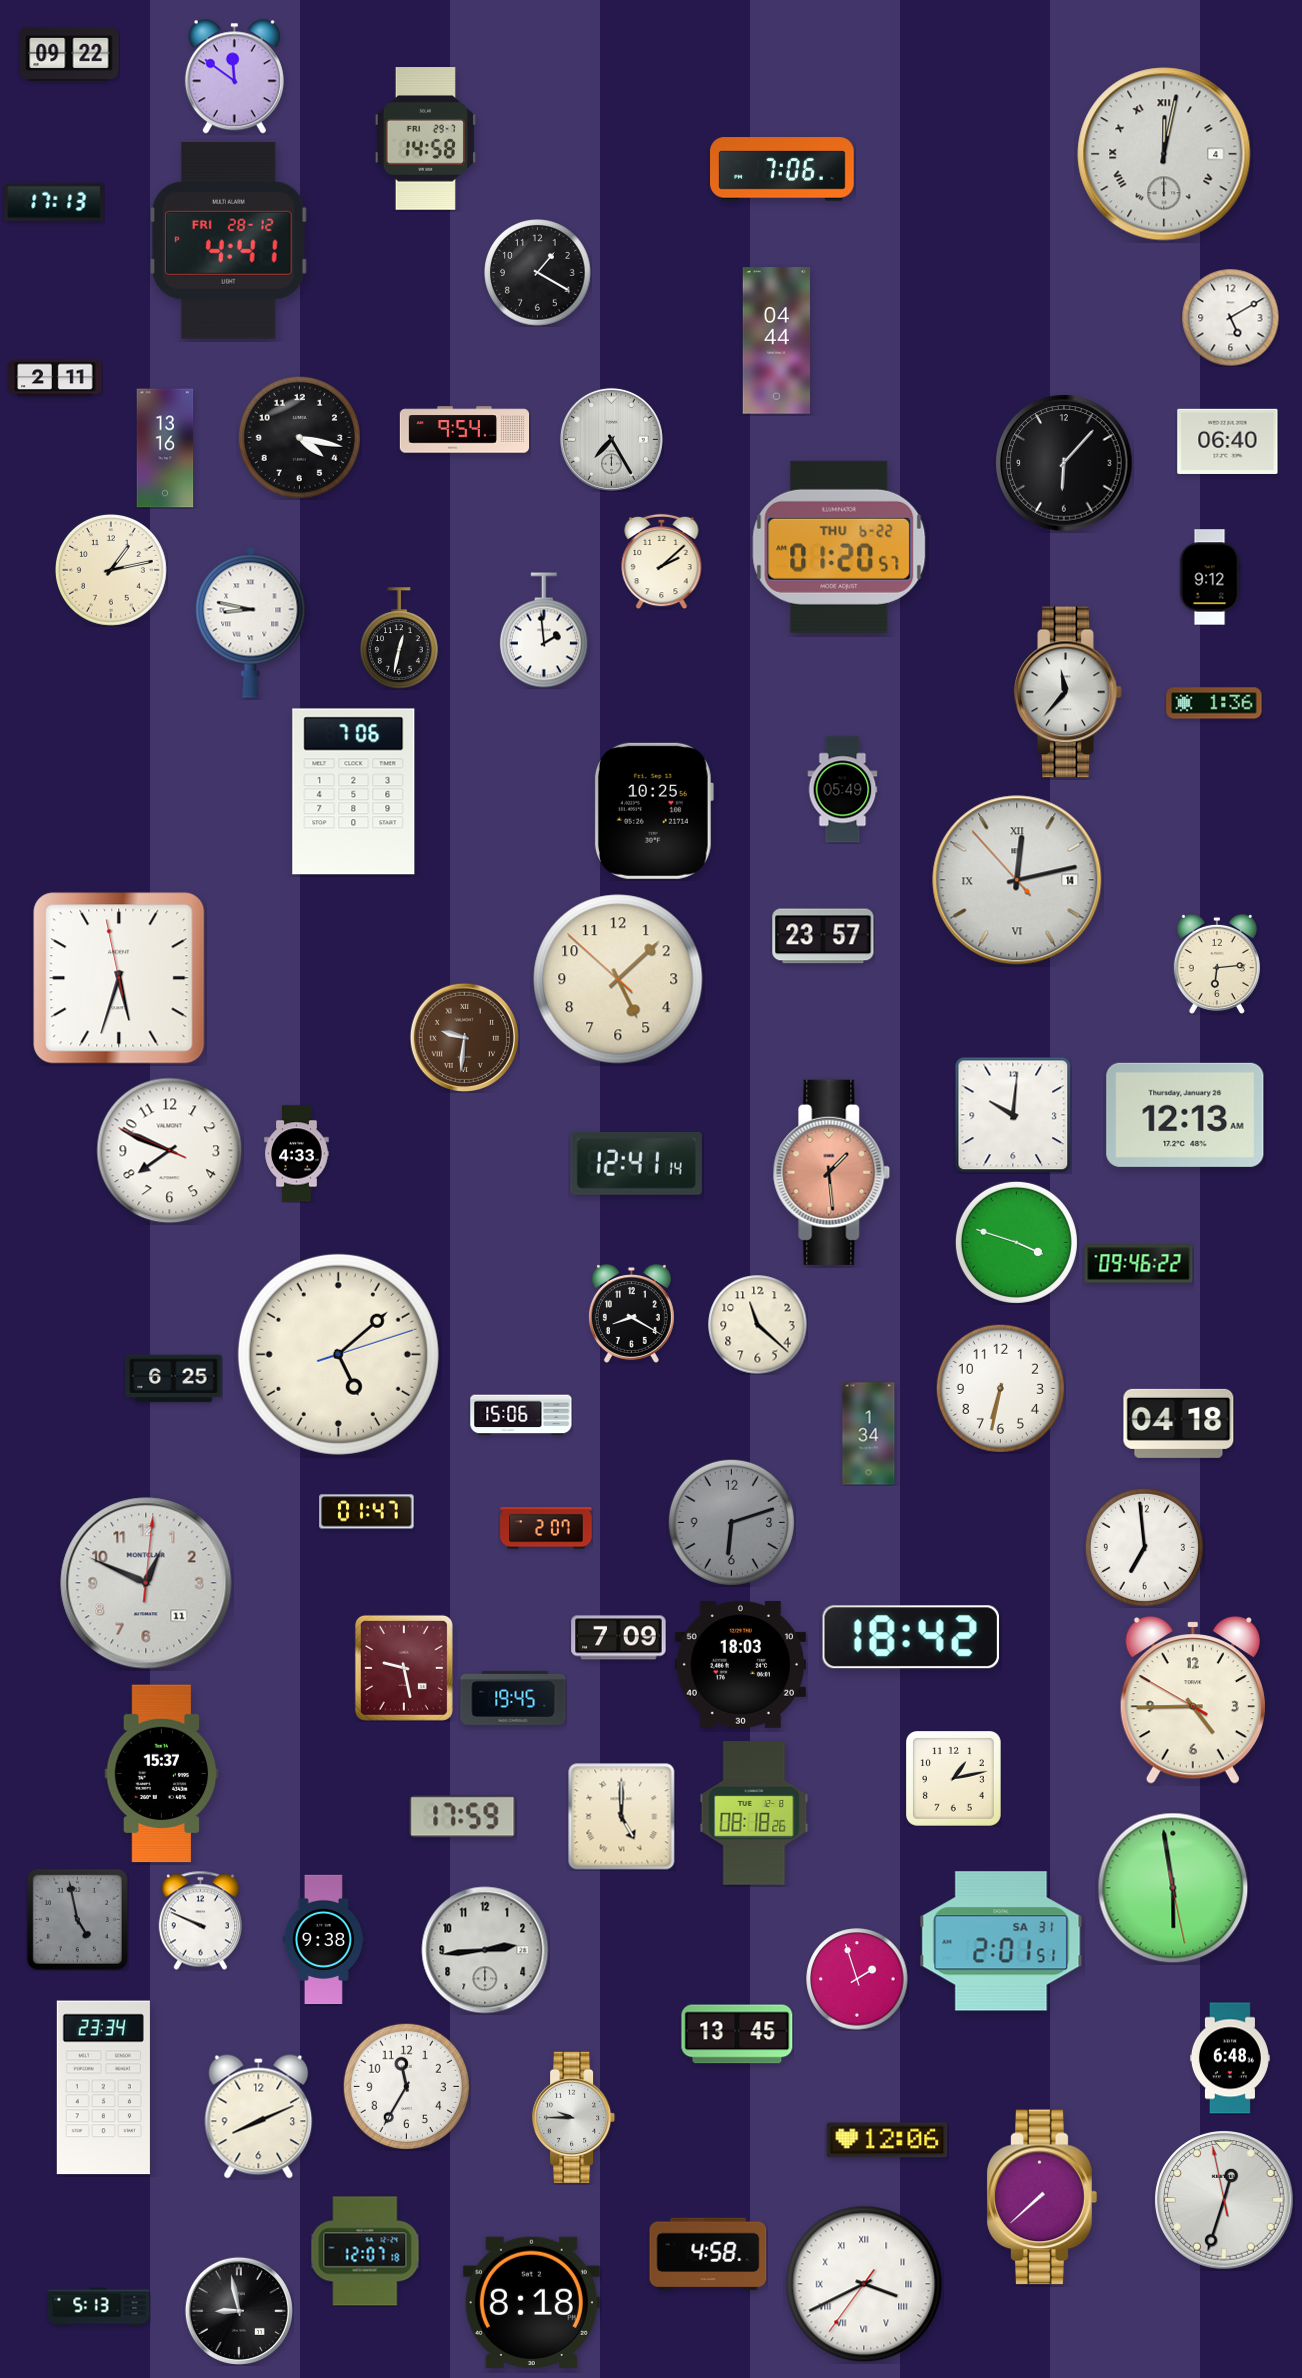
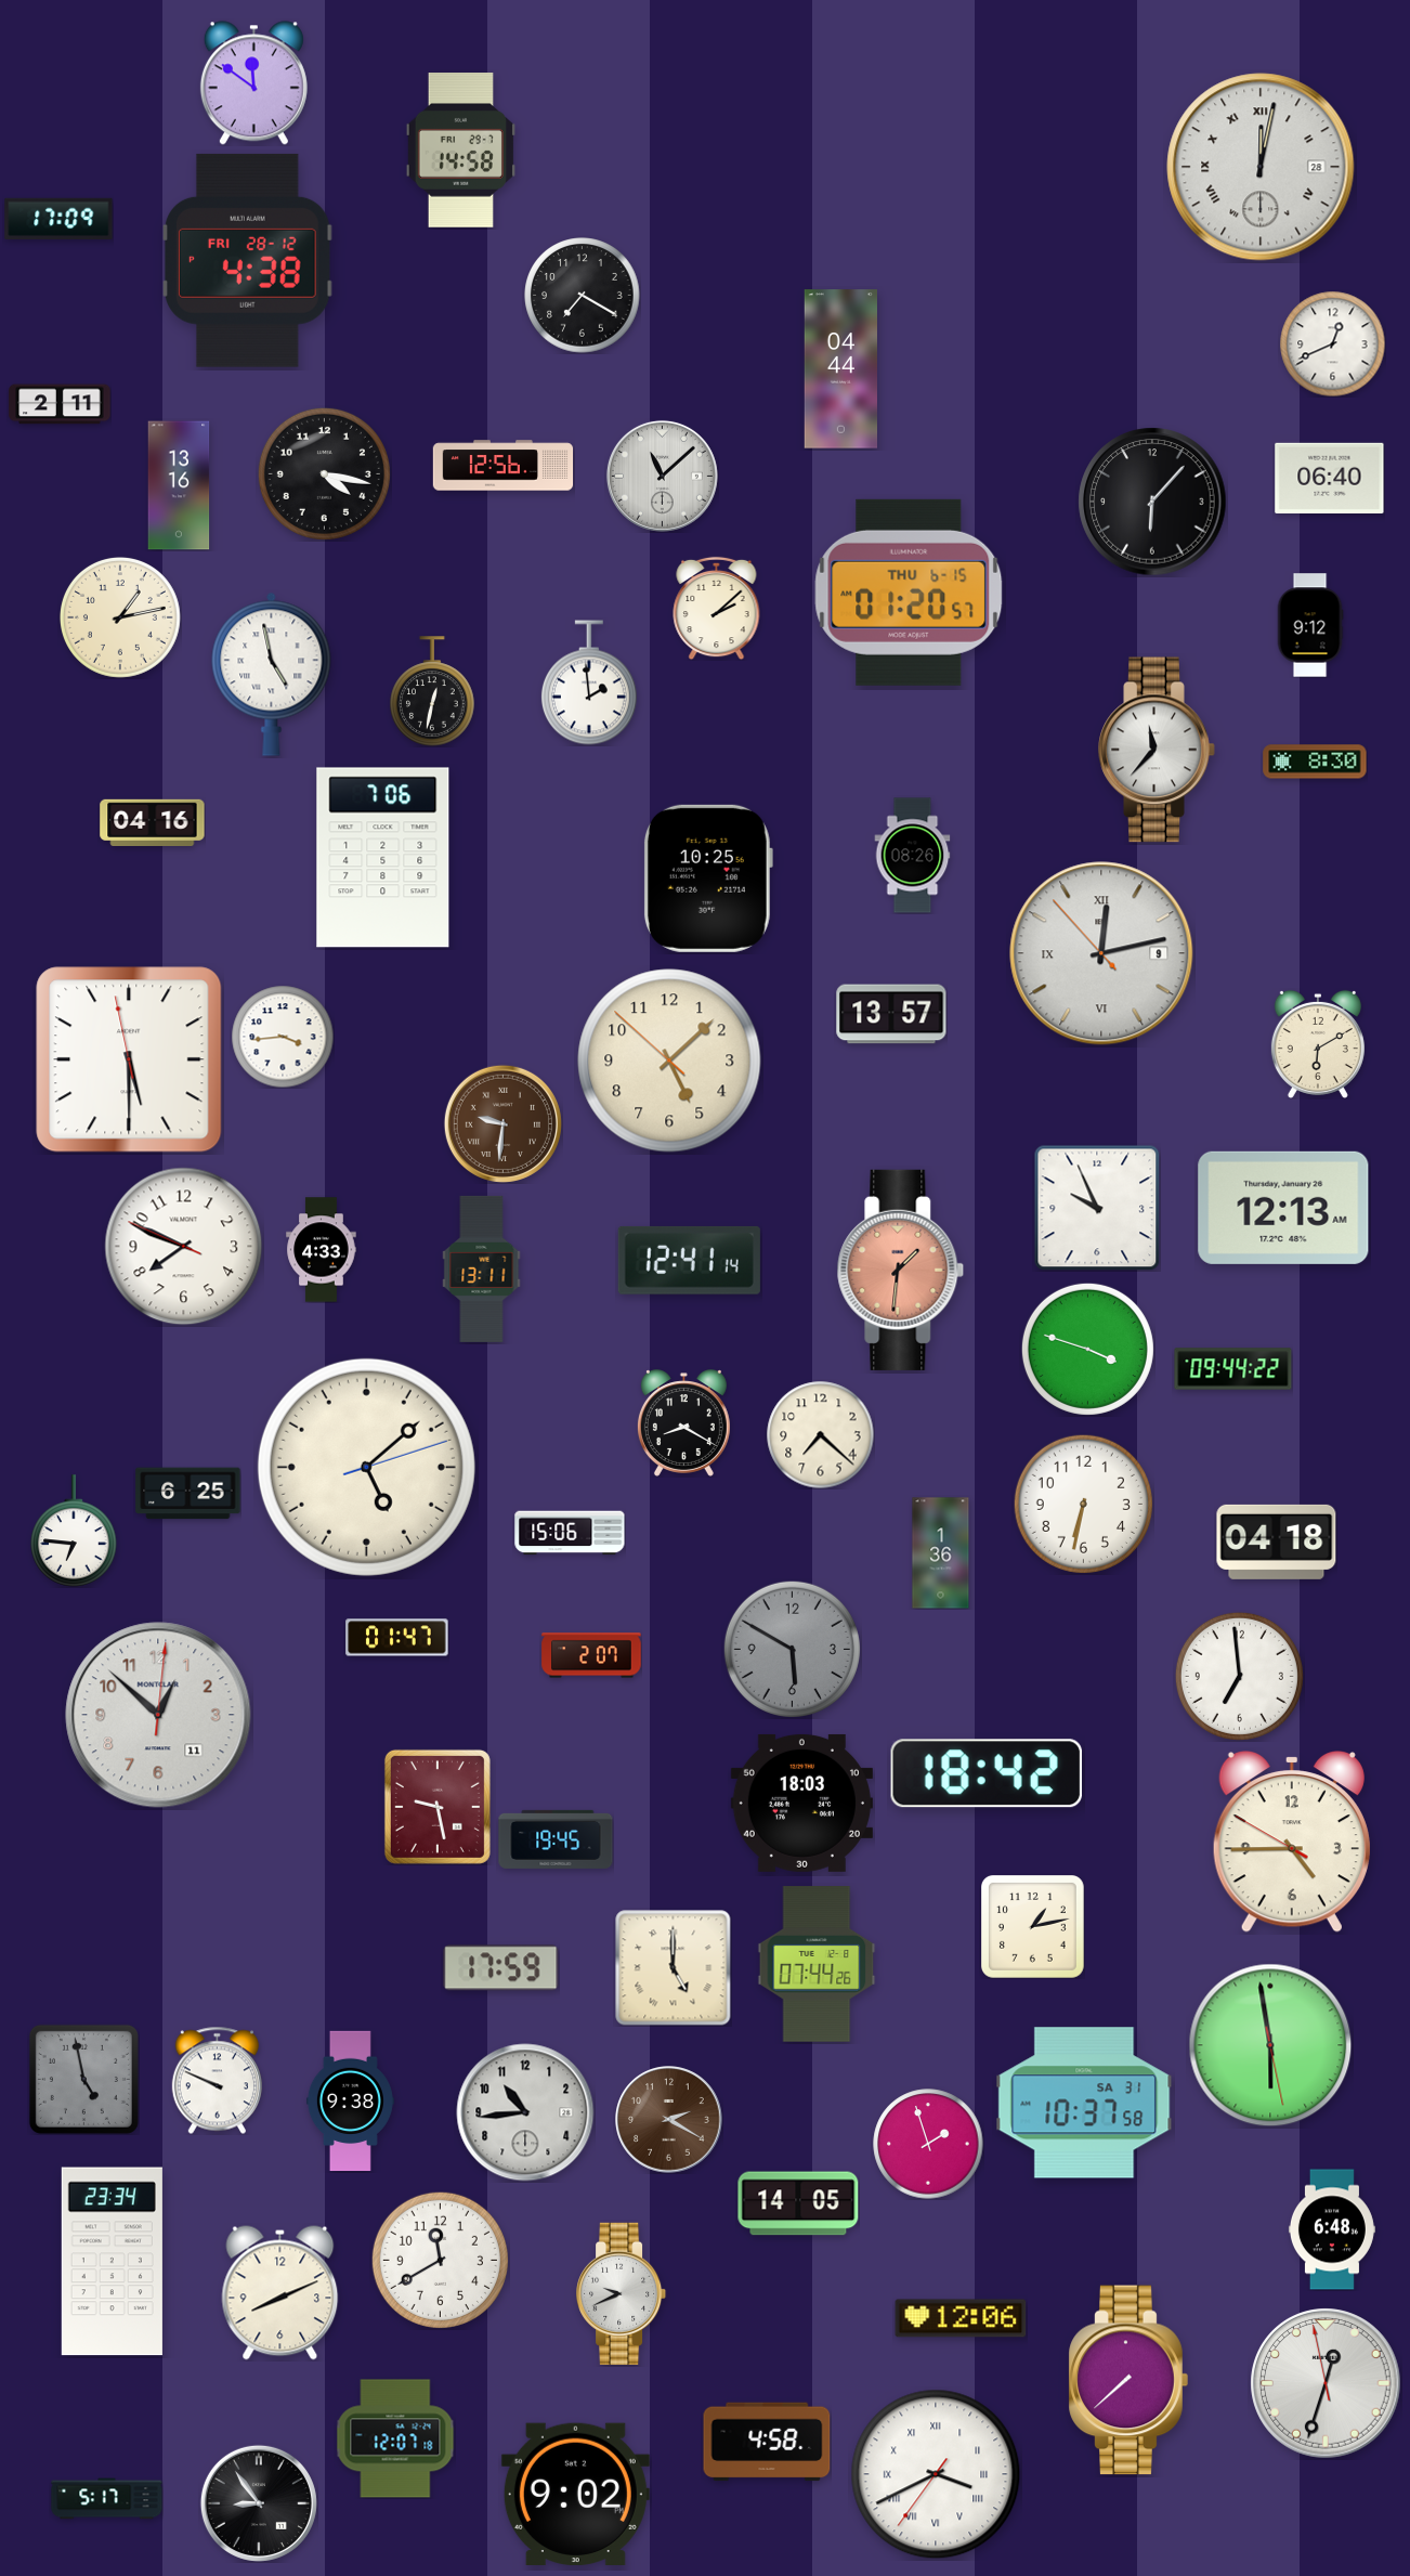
clock at (69, 54): 09:22 -> none
clock at (1164, 154) date: 4 -> 28
clock at (782, 169): 7:06 -> none
clock at (54, 201): 17:13 -> 17:09
clock at (229, 240): 4:41 -> 4:38
clock at (538, 273): 1:20 -> 7:20
clock at (1230, 317): 5:10 -> 12:41
clock at (55, 378) position: (55, 378) -> (60, 404)
clock at (465, 430): 9:54 -> 12:56
clock at (611, 439): 7:25 -> 11:08
clock at (839, 547) date: THU 6-22 -> THU 6-15
clock at (251, 622): 8:47 -> 4:58
clock at (1214, 703): 1:36 -> 8:30
clock at (153, 822): none -> 04:16
clock at (843, 790): 05:49 -> 08:26
clock at (1017, 880) date: 14 -> 9
clock at (823, 936): 23:57 -> 13:57
clock at (283, 1037): none -> 3:44
clock at (1217, 964): 6:14 -> 6:10
clock at (119, 978): 5:32 -> 5:29
clock at (1013, 1115): 10:01 -> 9:56
clock at (482, 1269): none -> 13:11
clock at (832, 1172): 1:29 -> 1:31
clock at (1016, 1242) position: (1016, 1242) -> (1087, 1349)
clock at (1139, 1264): 09:46 -> 09:44
clock at (758, 1325): 11:22 -> 7:22
clock at (74, 1531): none -> 6:46
clock at (521, 1415) position: (521, 1415) -> (570, 1533)
clock at (869, 1434): 1:34 -> 1:36
clock at (731, 1522): 6:12 -> 5:50
clock at (146, 1583): 12:49 -> 12:52
clock at (619, 1638): 7:09 -> none
clock at (162, 1774): 15:37 -> none
clock at (754, 1813): 08:18 -> 07:44
clock at (1001, 1941): 2:01 -> 10:37
clock at (485, 1950): 2:44 -> 10:44
clock at (669, 2120): none -> 2:20
clock at (737, 2034): 13:45 -> 14:05
clock at (406, 2086): 11:35 -> 11:40
clock at (574, 2117): 9:45 -> 9:41
clock at (531, 2302): 8:18 -> 9:02
clock at (99, 2307): 5:13 -> 5:17
clock at (239, 2311): 8:58 -> 8:54
